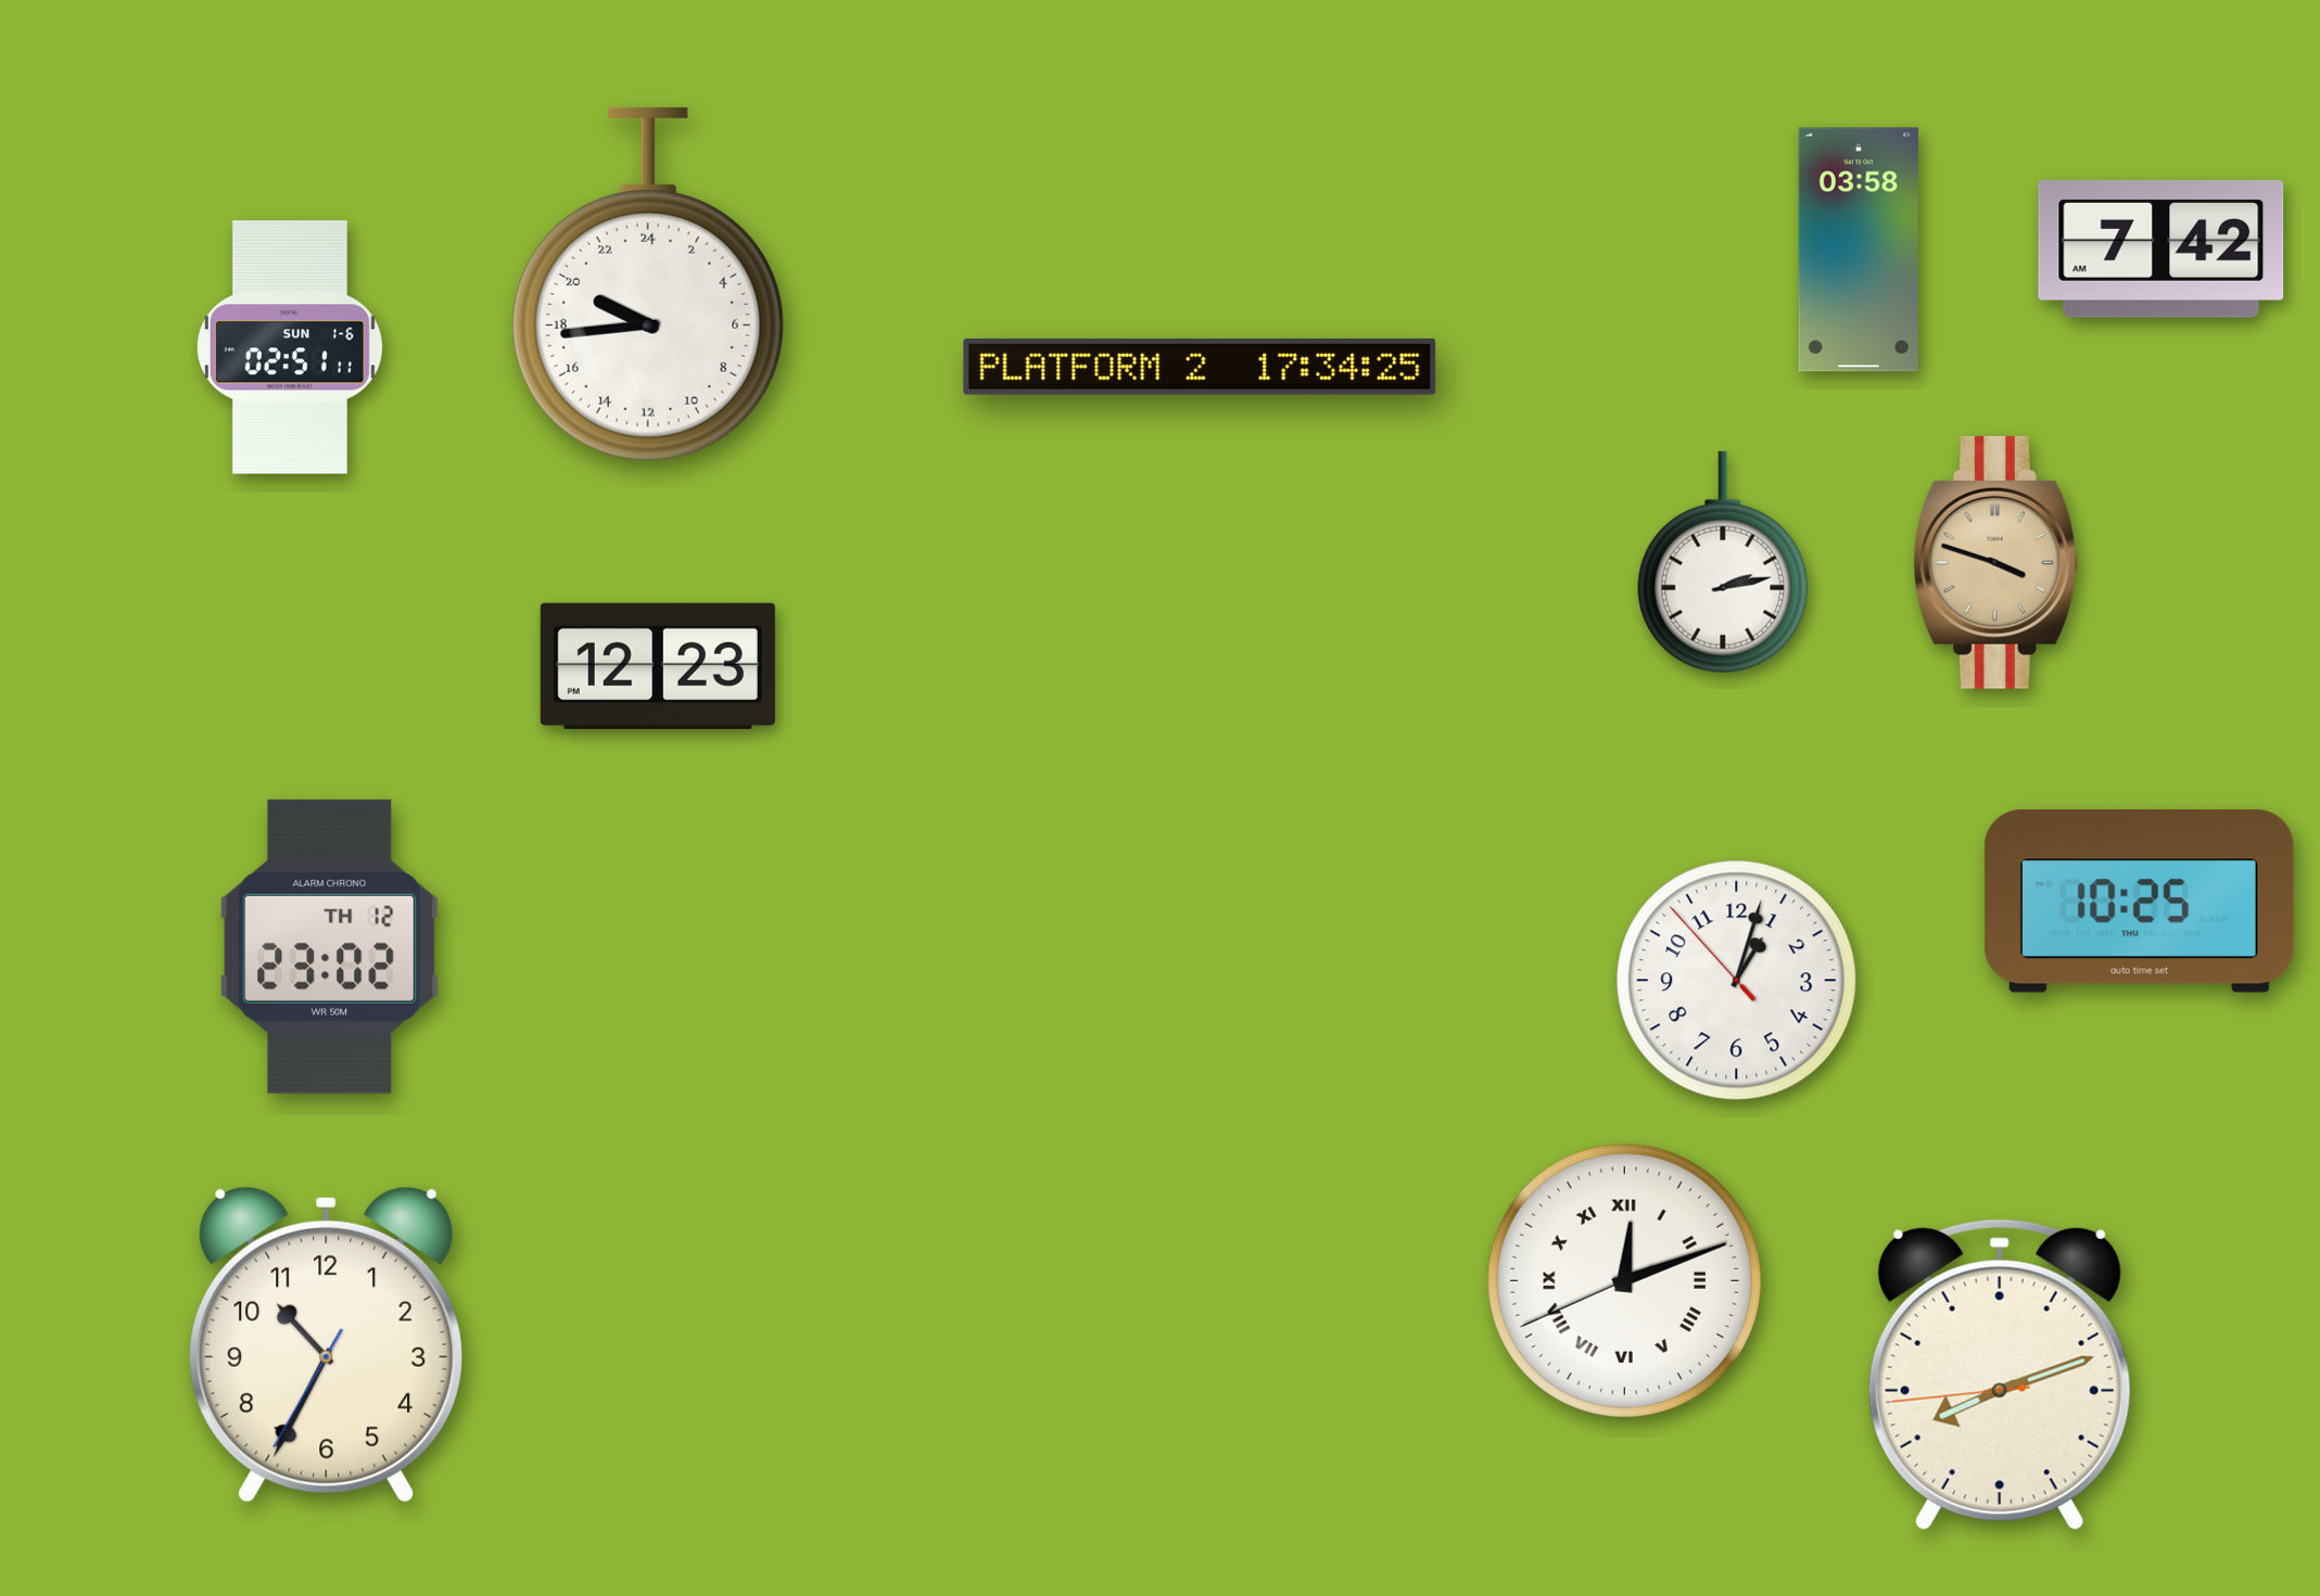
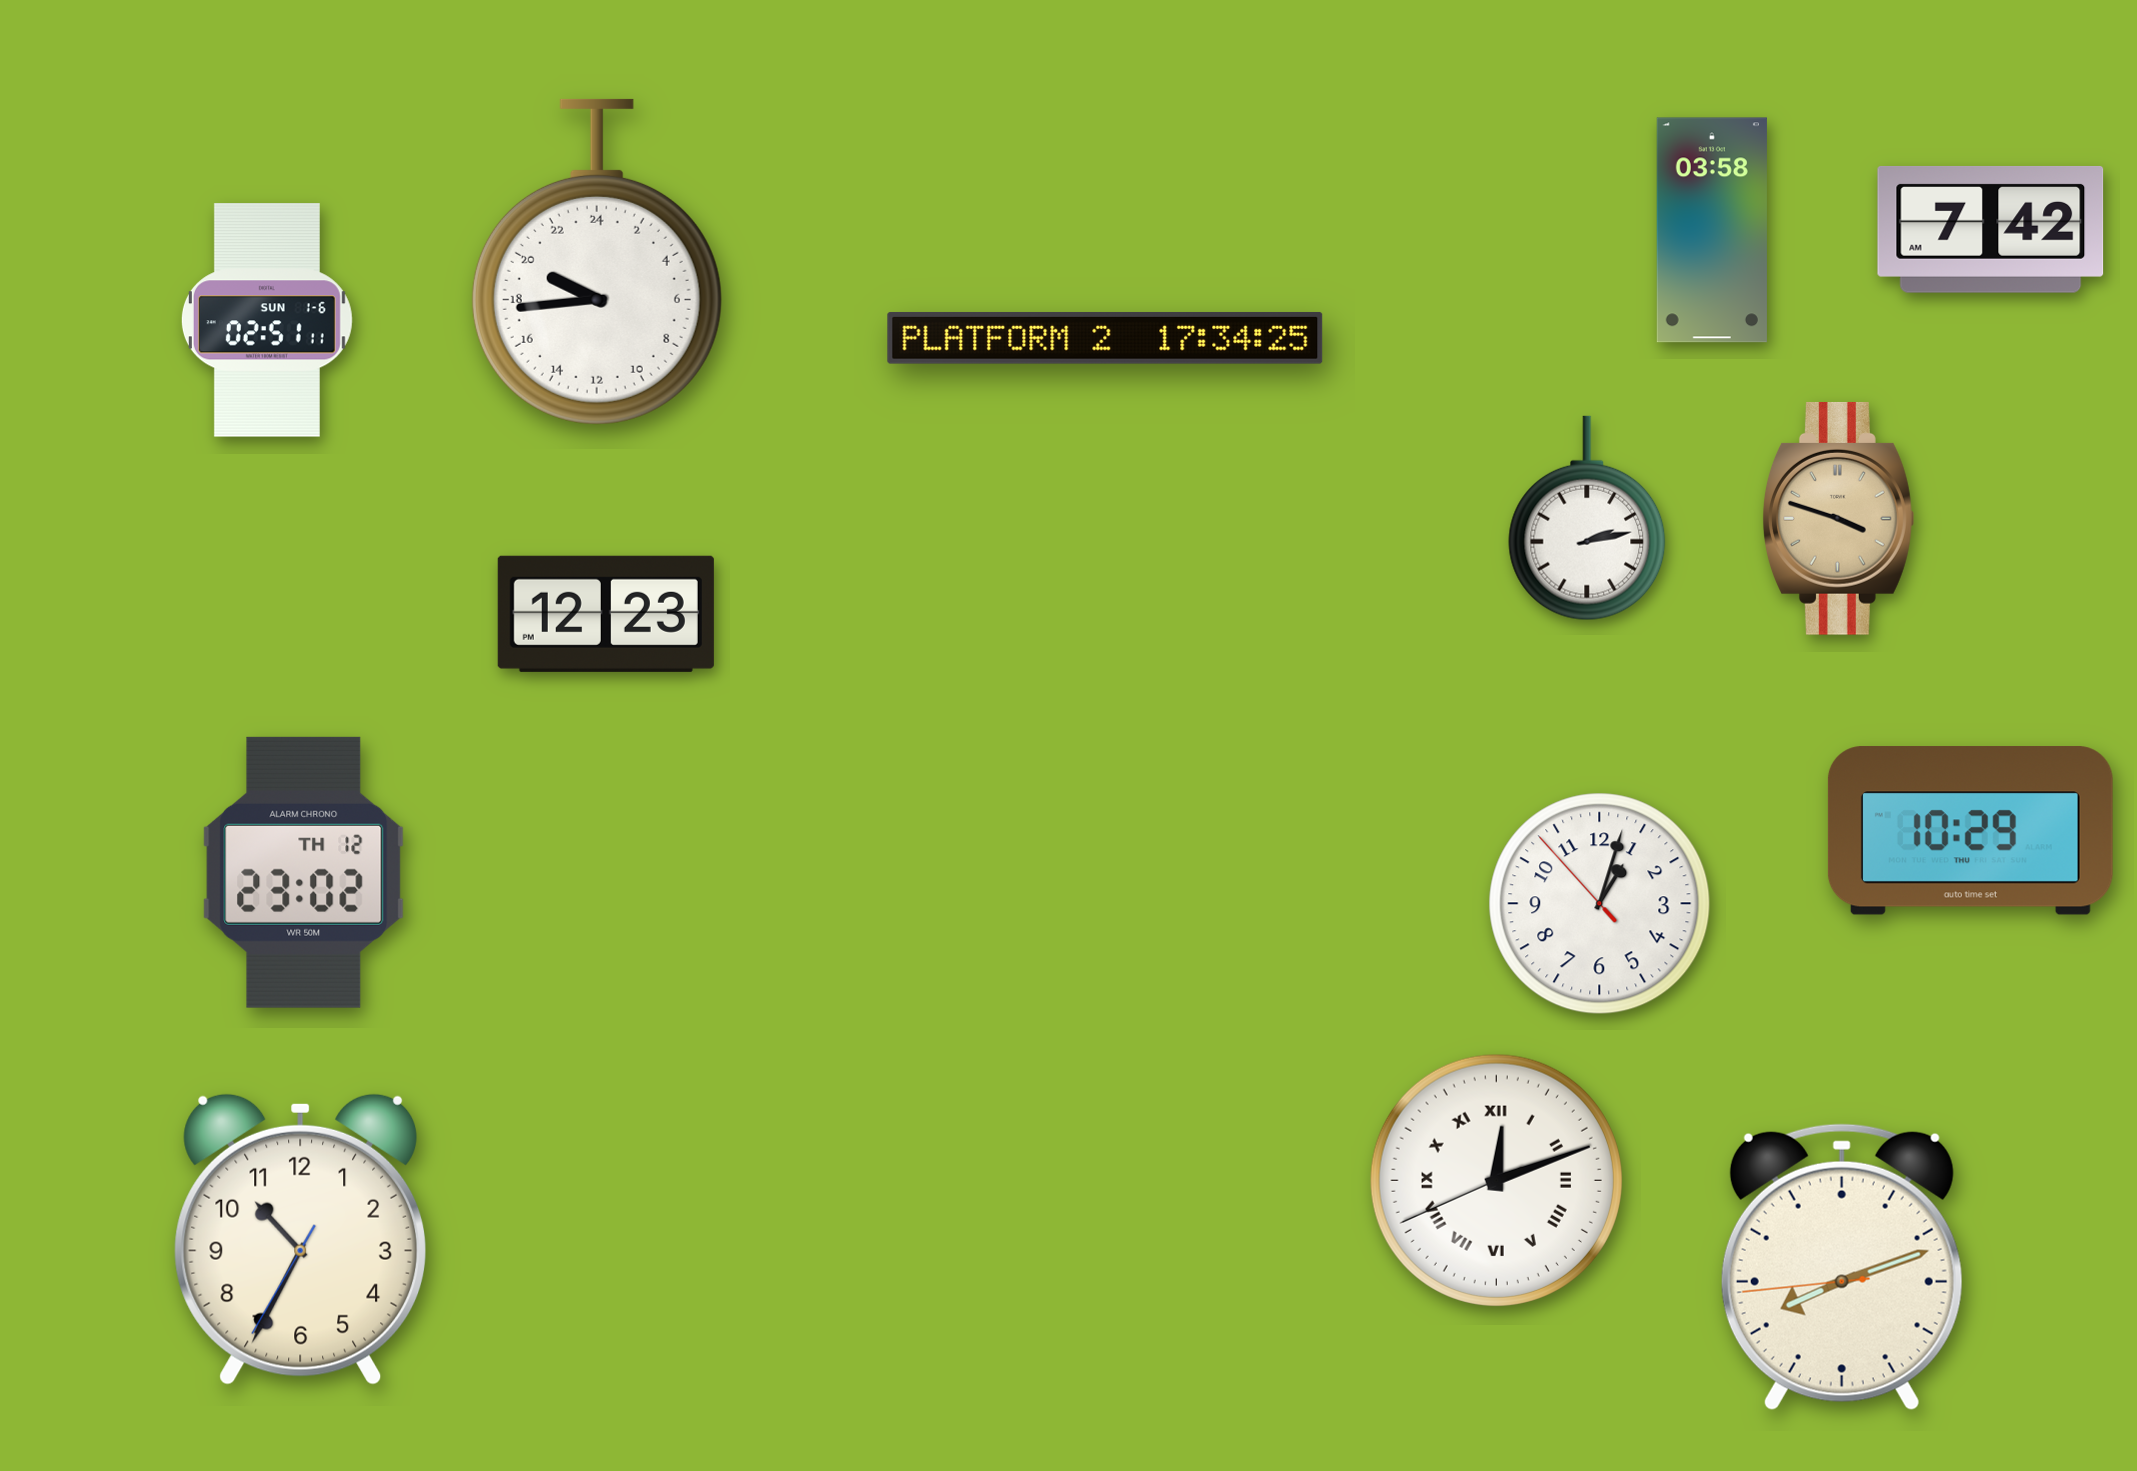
clock at (2139, 902): 10:25 -> 10:29
